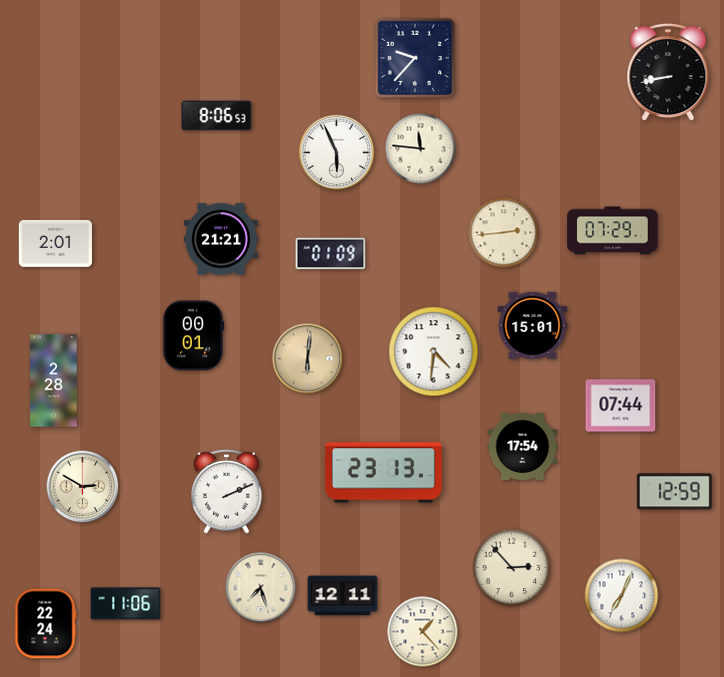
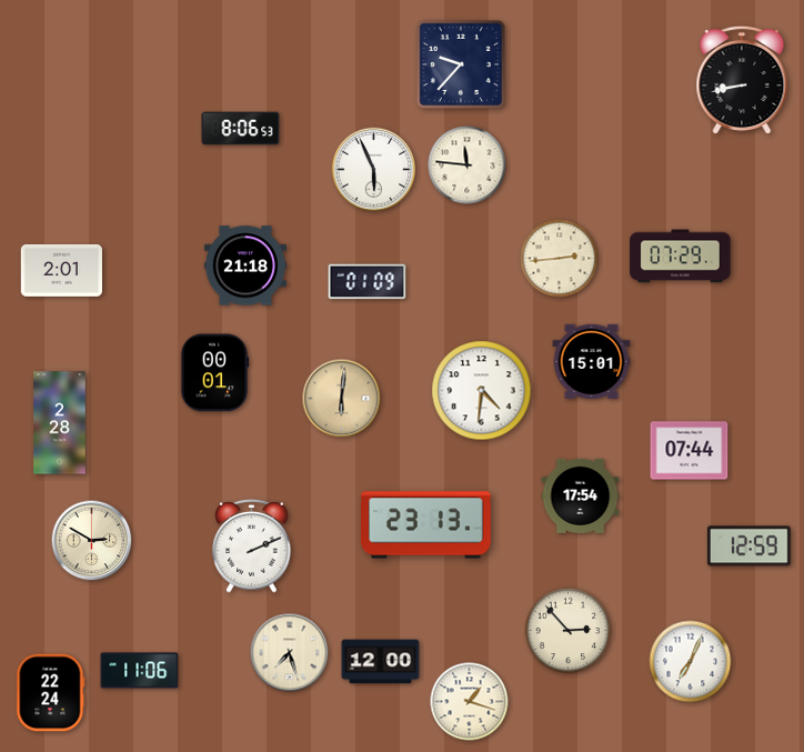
clock at (221, 239): 21:21 -> 21:18
clock at (343, 596): 12:11 -> 12:00
clock at (423, 632): 1:23 -> 1:18
